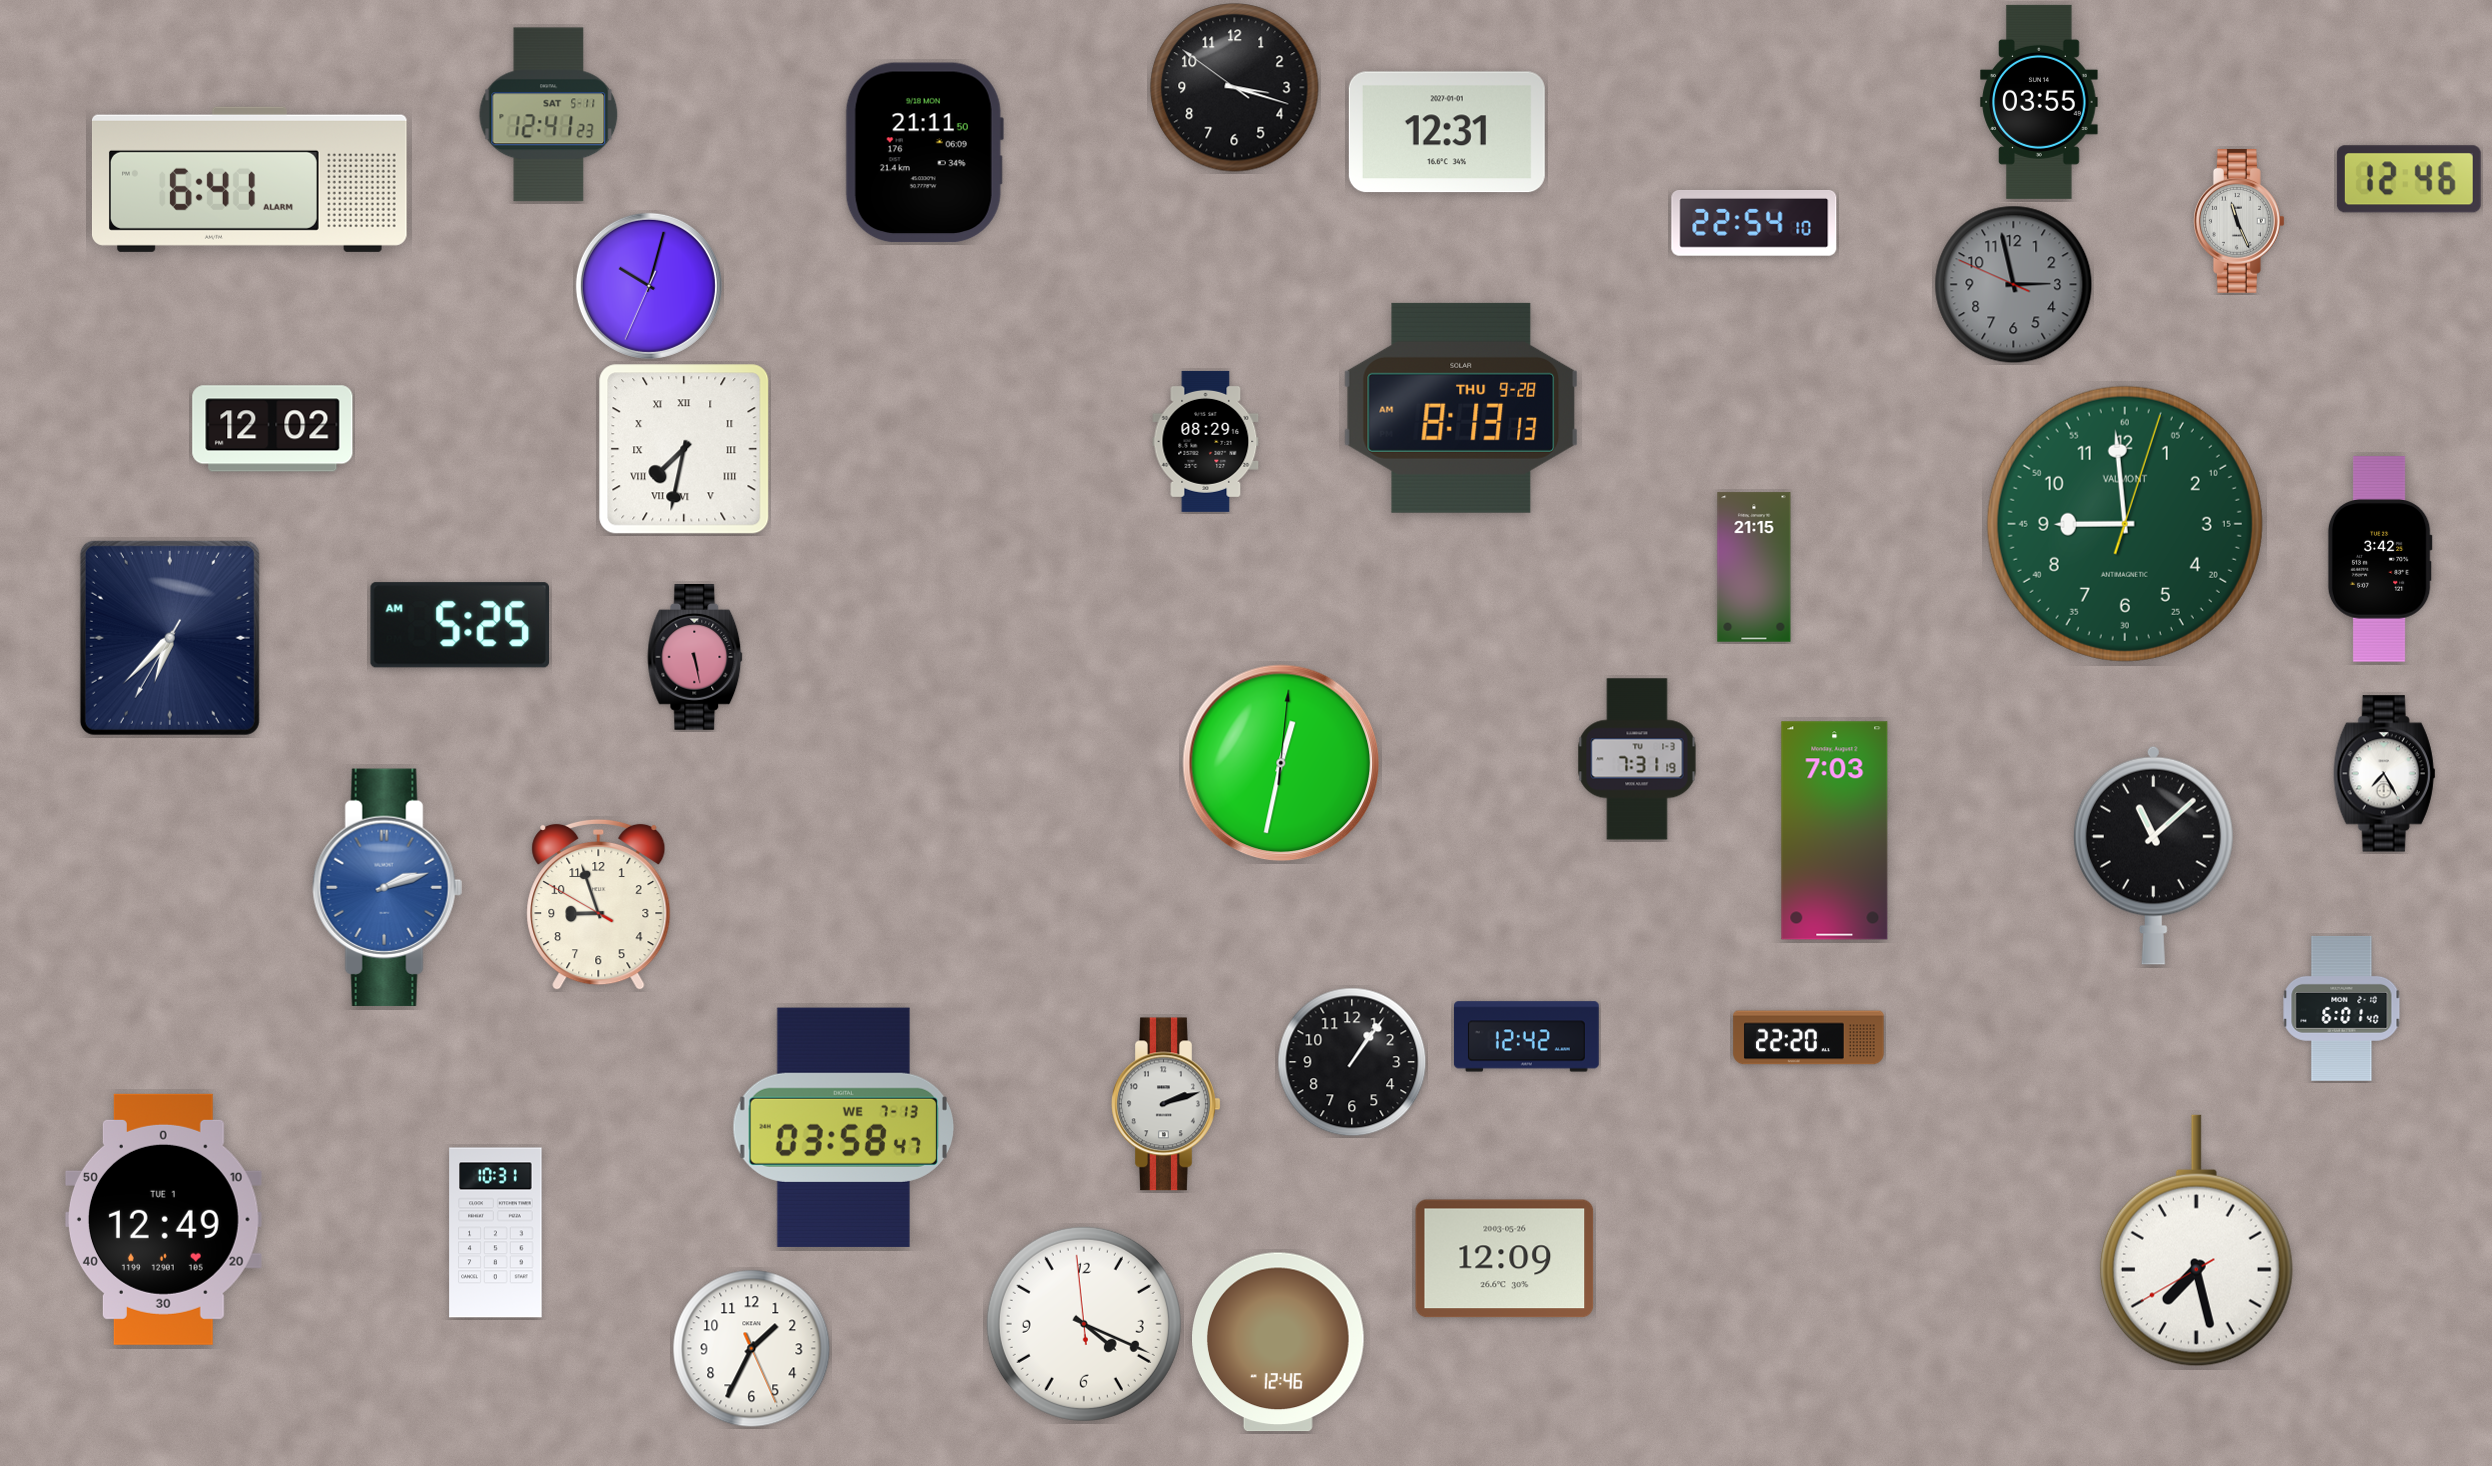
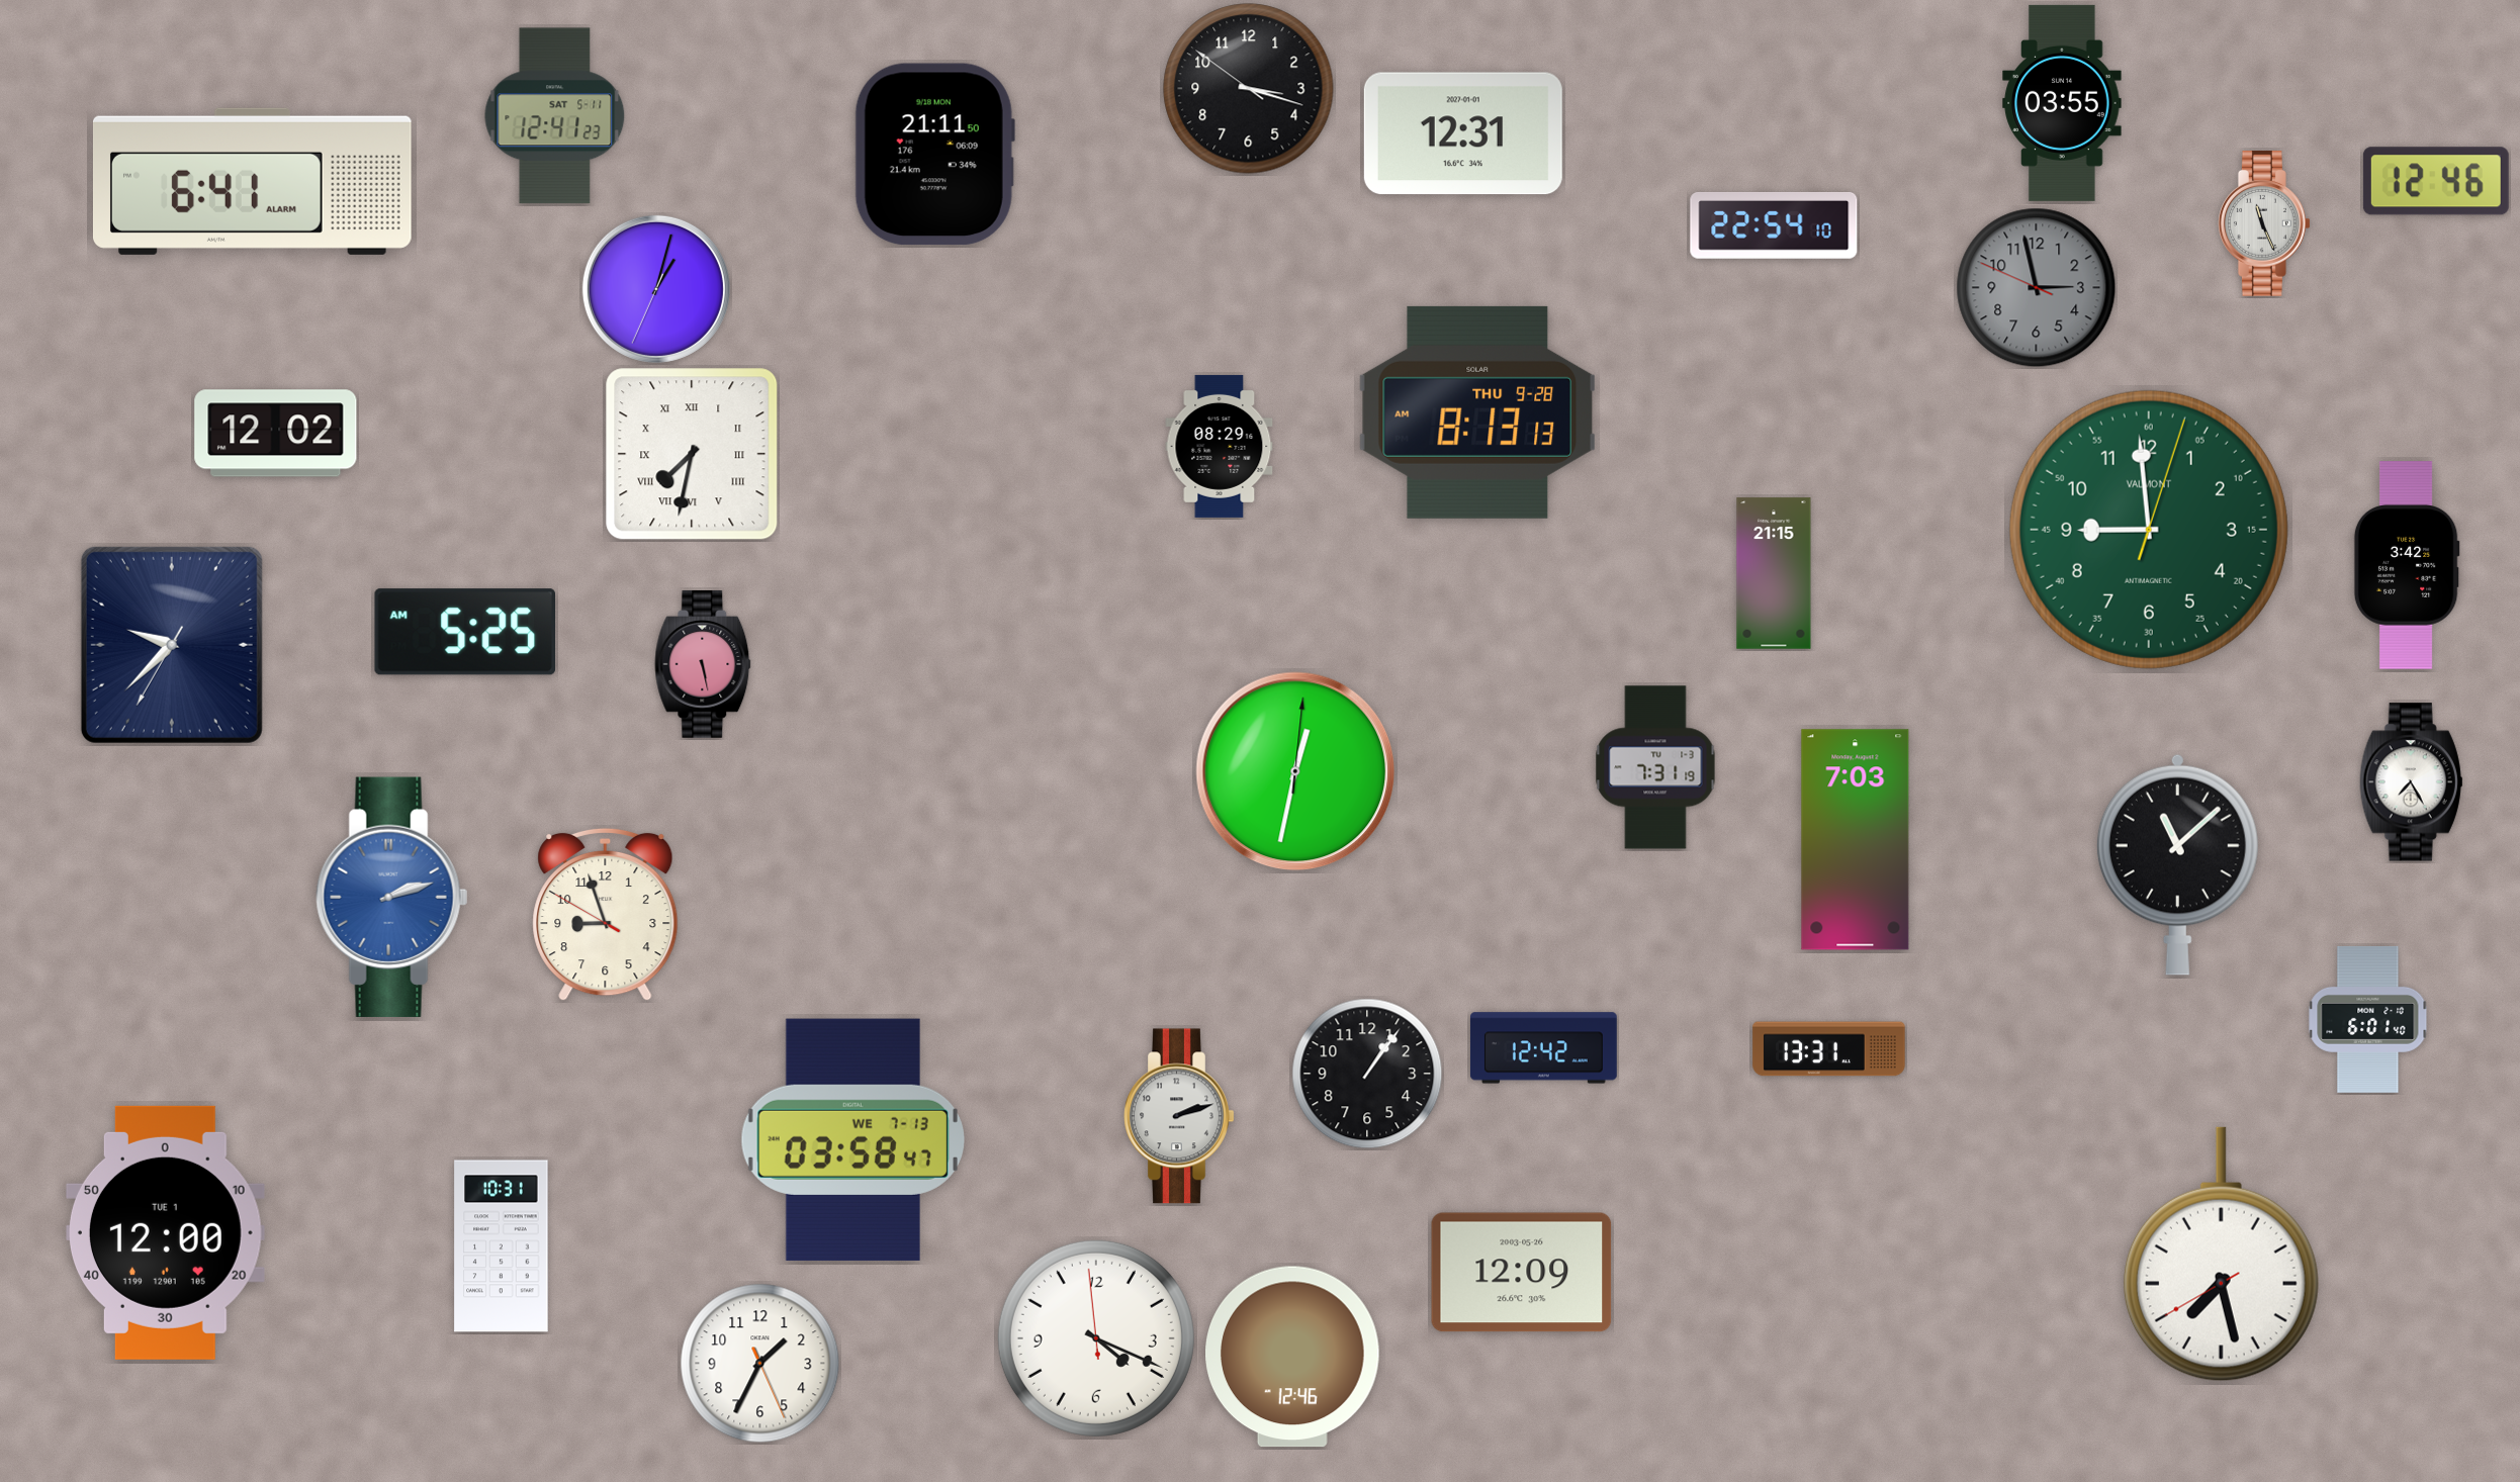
clock at (649, 286): 10:02 -> 1:02
clock at (170, 638): 6:37 -> 9:37
clock at (1809, 1038): 22:20 -> 13:31
clock at (163, 1219): 12:49 -> 12:00
